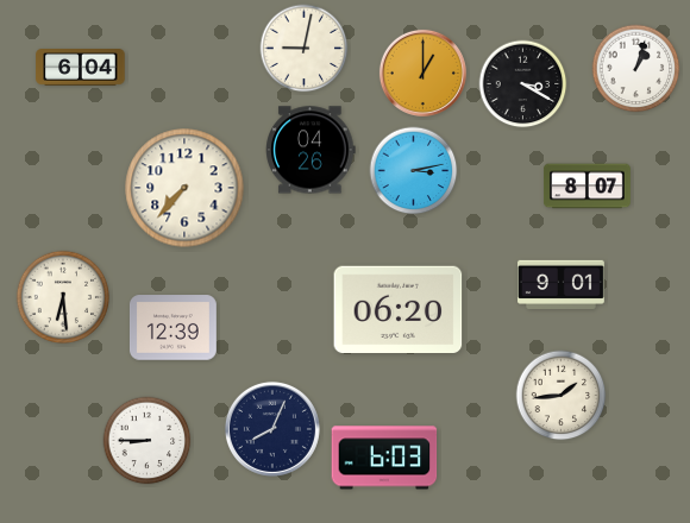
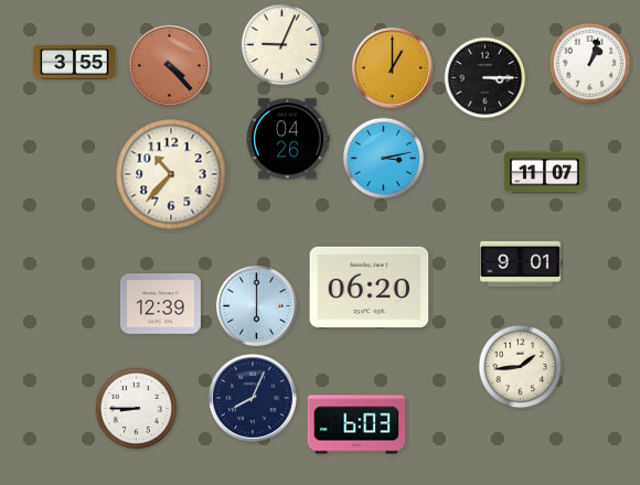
clock at (305, 49): 9:02 -> 9:04
clock at (81, 68): 6:04 -> 3:55
clock at (169, 65): none -> 4:23
clock at (523, 84): 3:20 -> 3:15
clock at (588, 187): 8:07 -> 11:07
clock at (184, 188): 7:37 -> 10:37
clock at (63, 297): 6:29 -> none
clock at (256, 305): none -> 6:00
